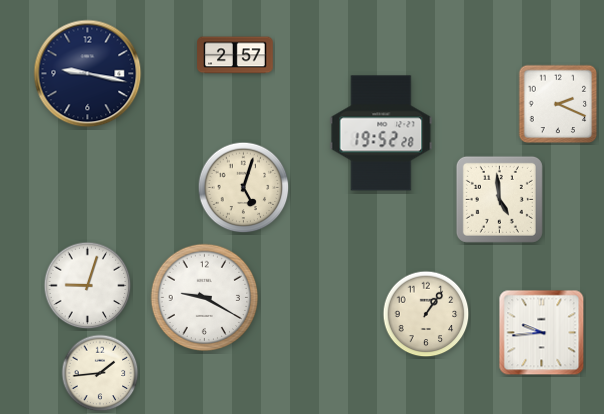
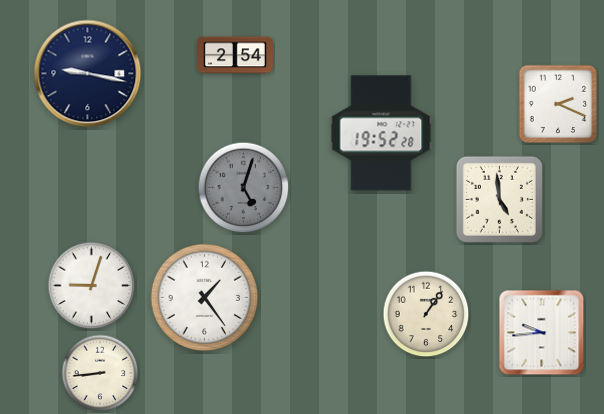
clock at (235, 55): 2:57 -> 2:54
clock at (244, 188) dial: cream -> grey
clock at (88, 286) position: (88, 286) -> (92, 286)
clock at (205, 298): 9:20 -> 1:24
clock at (100, 373): 1:44 -> 8:44
